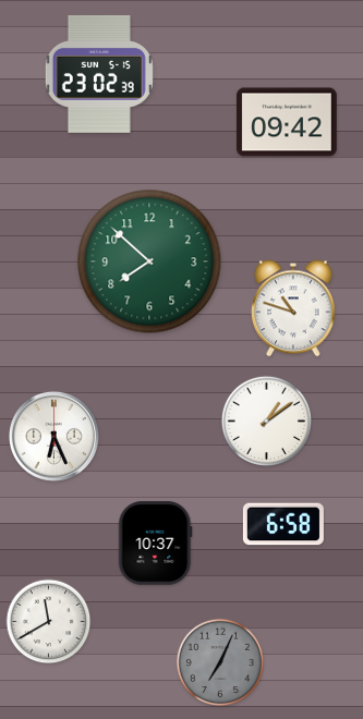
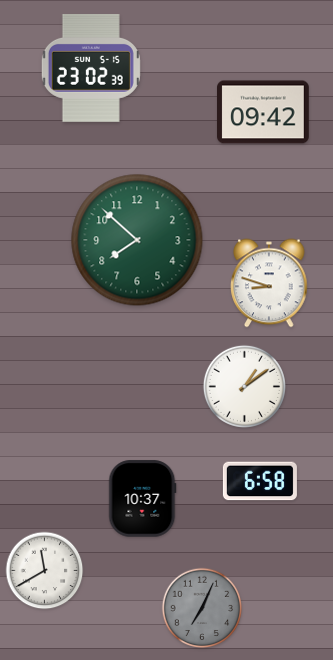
clock at (293, 308): 10:48 -> 8:48
clock at (53, 436): 6:26 -> none
